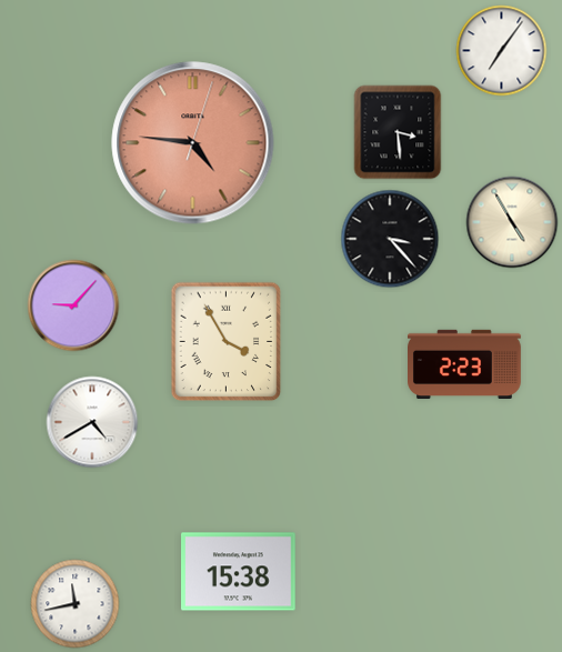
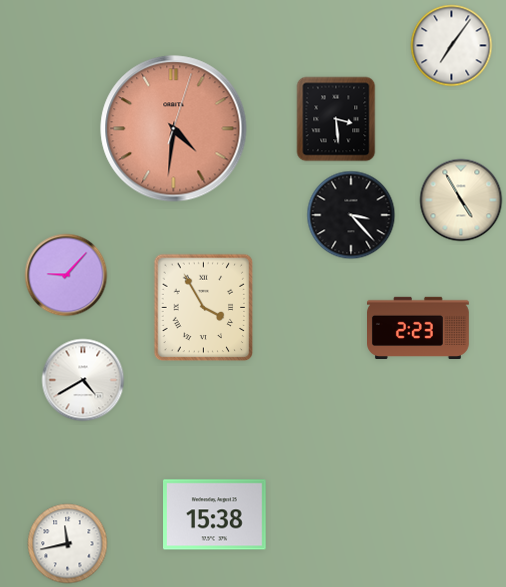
clock at (398, 132) position: (398, 132) -> (336, 119)
clock at (193, 143): 4:46 -> 4:31
